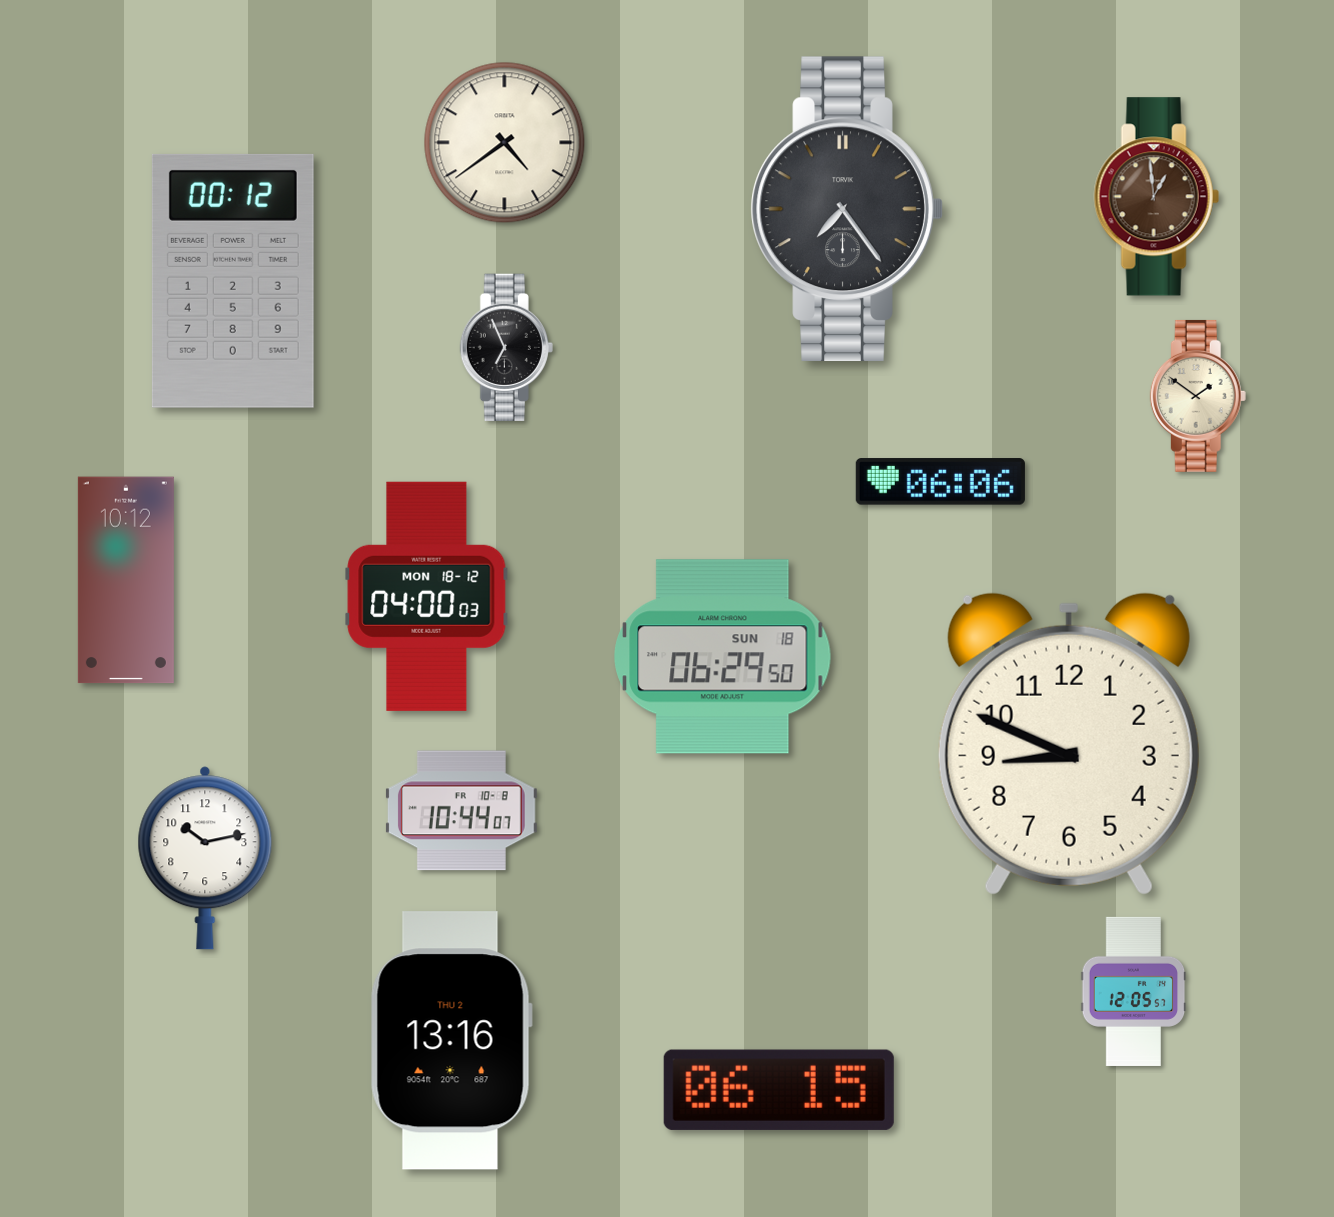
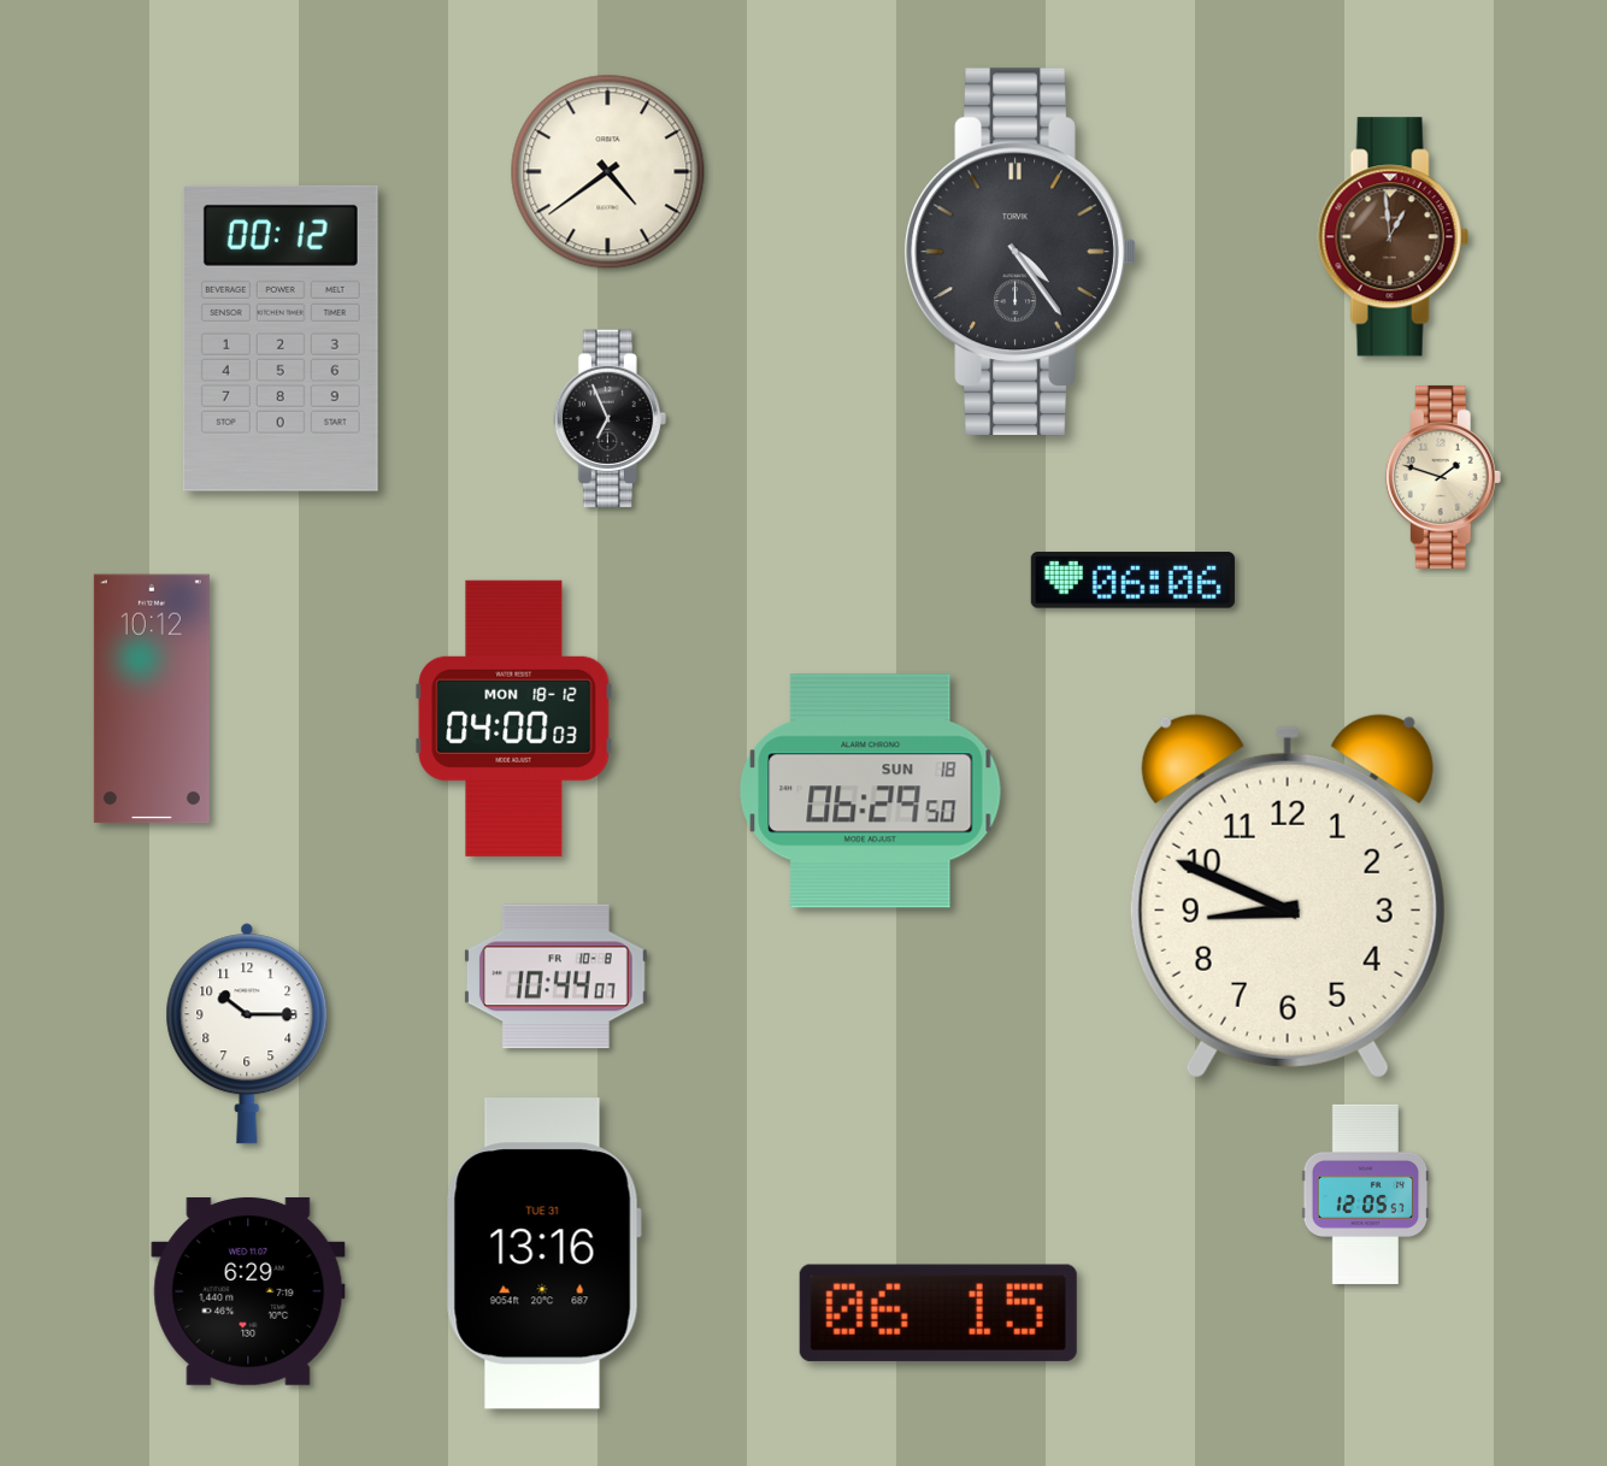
clock at (847, 208): 7:24 -> 4:24
clock at (1198, 396): 1:51 -> 1:48
clock at (205, 858): 10:13 -> 10:15
clock at (451, 1041) date: THU 2 -> TUE 31
clock at (248, 1291): none -> 6:29
